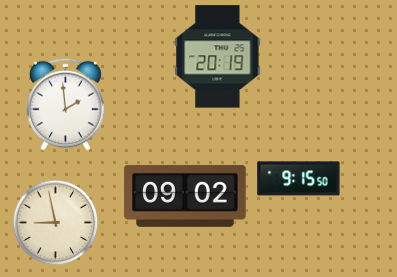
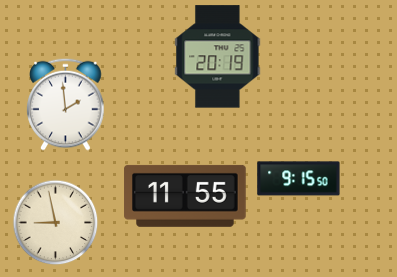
clock at (185, 196): 09:02 -> 11:55
